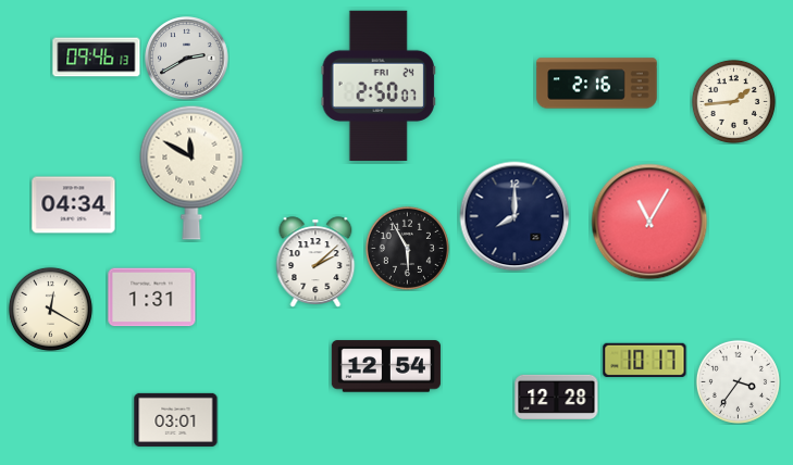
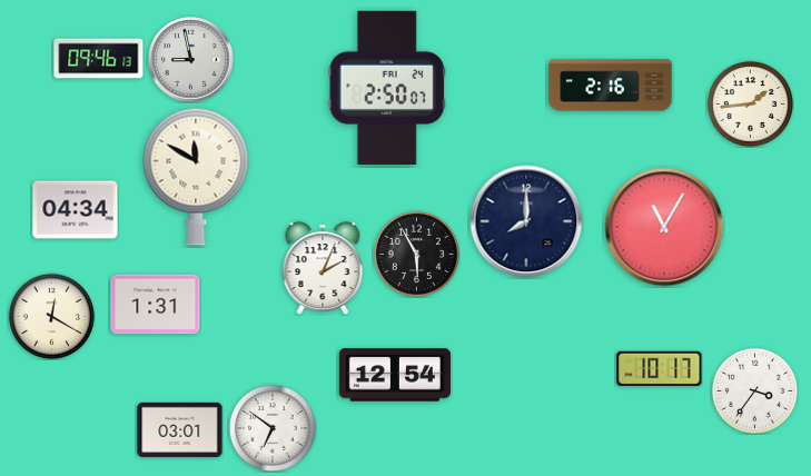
clock at (187, 59): 2:40 -> 8:58
clock at (315, 262): 2:08 -> 2:04
clock at (557, 397): 12:28 -> none
clock at (273, 428): none -> 6:51
